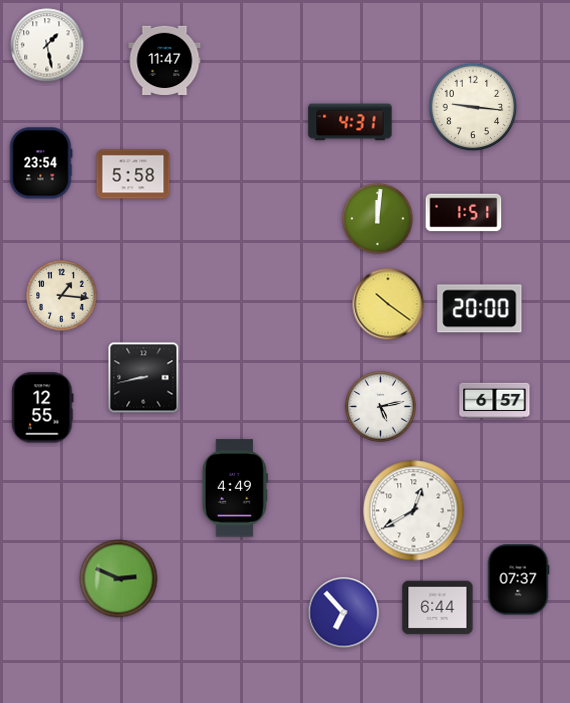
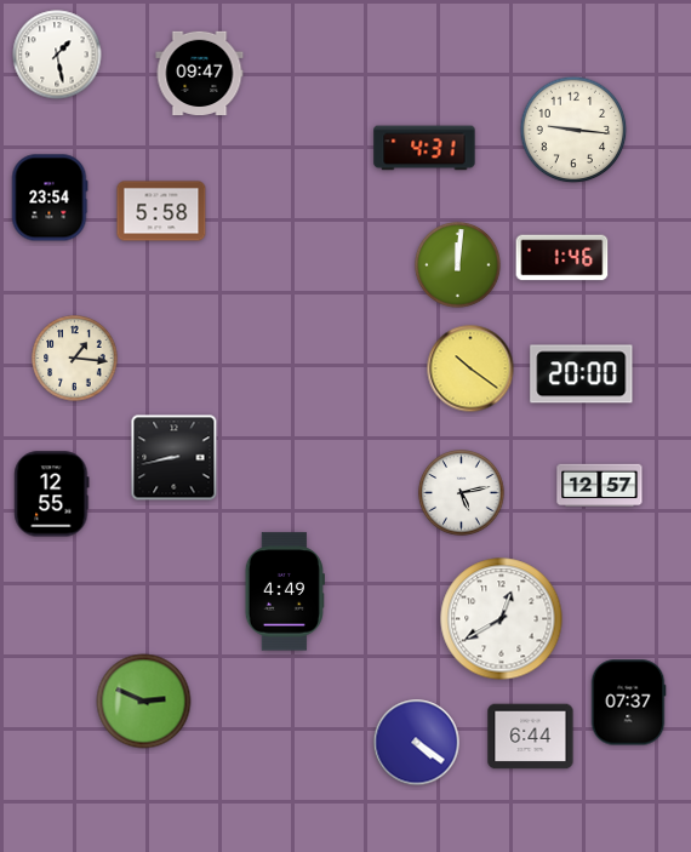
clock at (165, 61): 11:47 -> 09:47
clock at (464, 213): 1:51 -> 1:46
clock at (495, 401): 6:57 -> 12:57
clock at (344, 613): 6:53 -> 4:21
